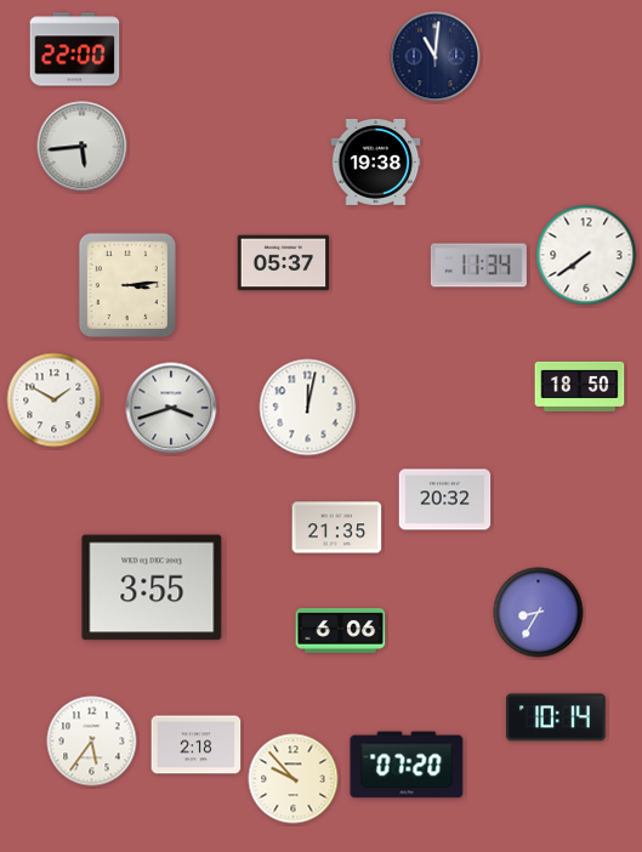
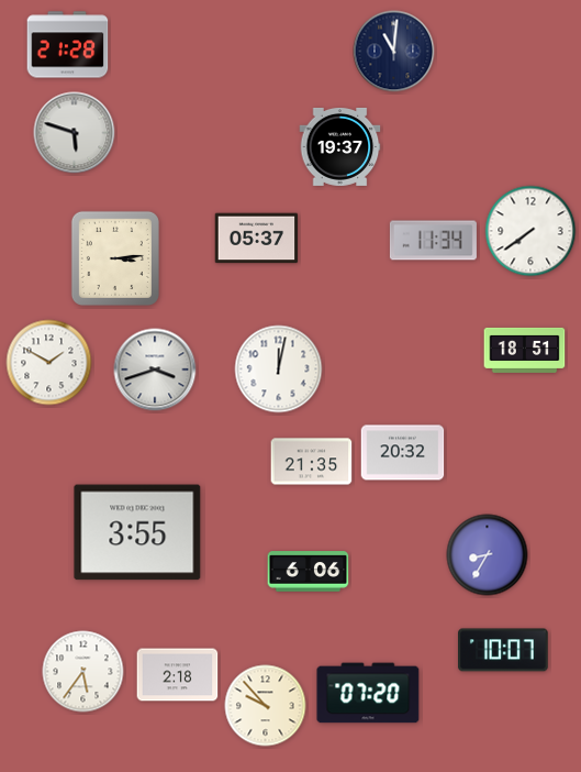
clock at (75, 50): 22:00 -> 21:28
clock at (83, 147): 5:44 -> 5:48
clock at (376, 161): 19:38 -> 19:37
clock at (580, 386): 18:50 -> 18:51
clock at (337, 528) position: (337, 528) -> (312, 462)
clock at (557, 717): 10:14 -> 10:07
